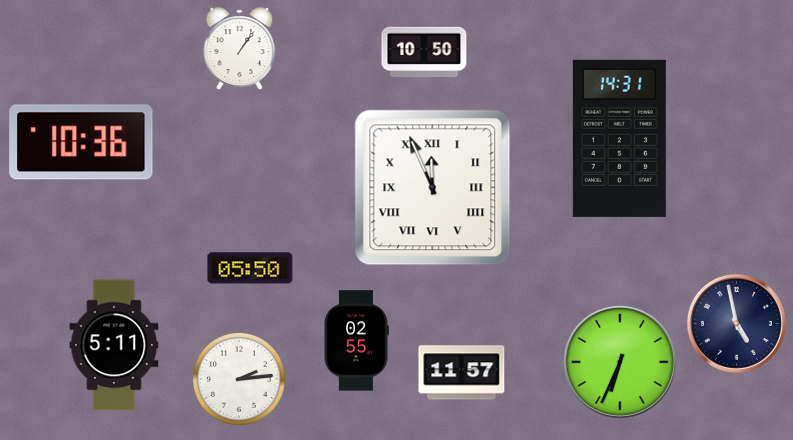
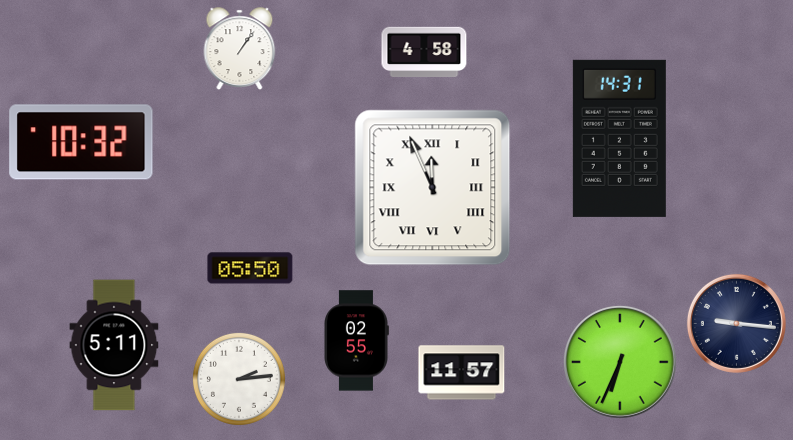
clock at (424, 52): 10:50 -> 4:58
clock at (81, 142): 10:36 -> 10:32
clock at (736, 323): 4:58 -> 9:16
